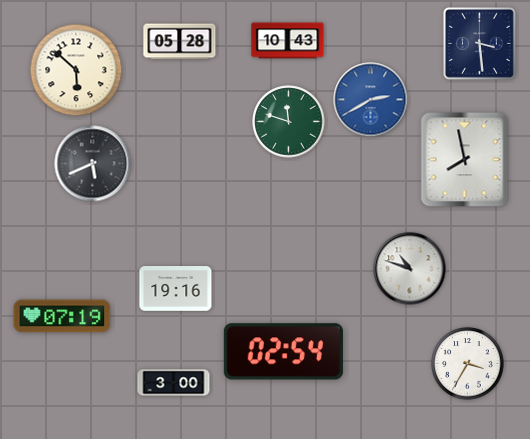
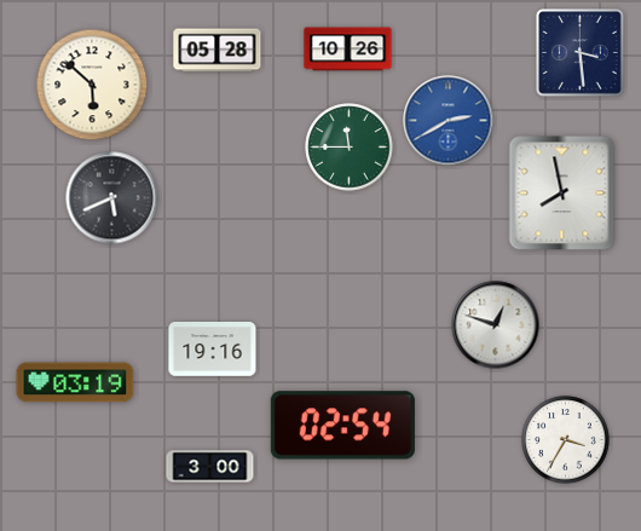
clock at (288, 41): 10:43 -> 10:26
clock at (289, 122): 11:48 -> 11:45
clock at (410, 269): 10:48 -> 12:48
clock at (62, 316): 07:19 -> 03:19
clock at (174, 383) position: (174, 383) -> (210, 467)
